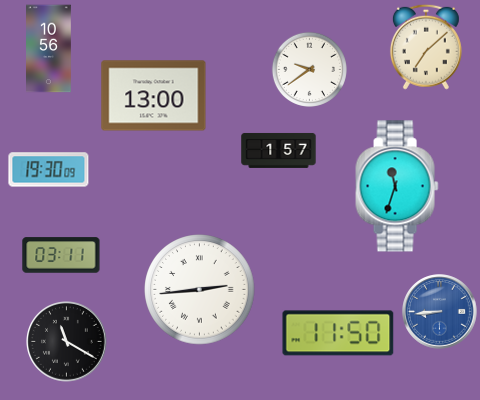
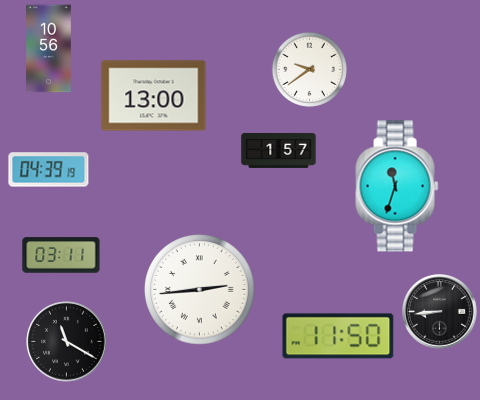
clock at (426, 47): 7:08 -> none
clock at (49, 170): 19:30 -> 04:39
clock at (440, 312) dial: blue -> black
clock at (338, 333) position: (338, 333) -> (338, 336)
